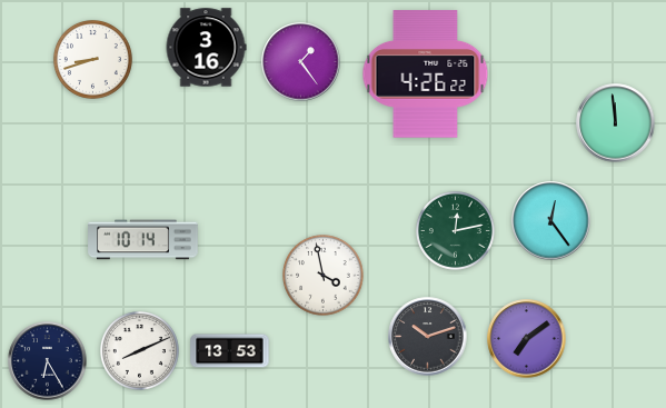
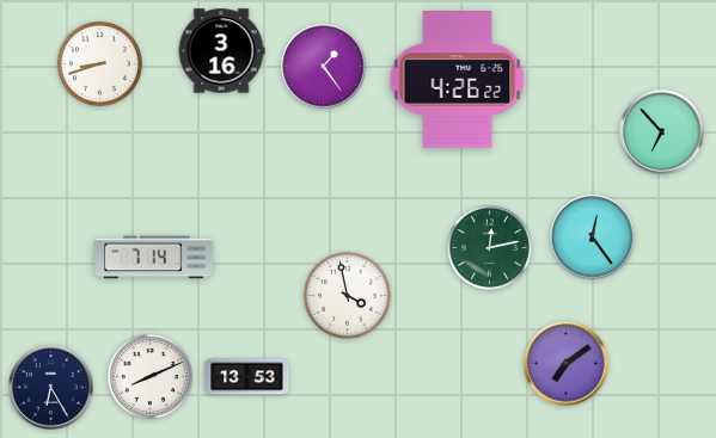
clock at (616, 123): 11:59 -> 6:53
clock at (143, 240): 10:14 -> 7:14
clock at (428, 337): 10:12 -> none
